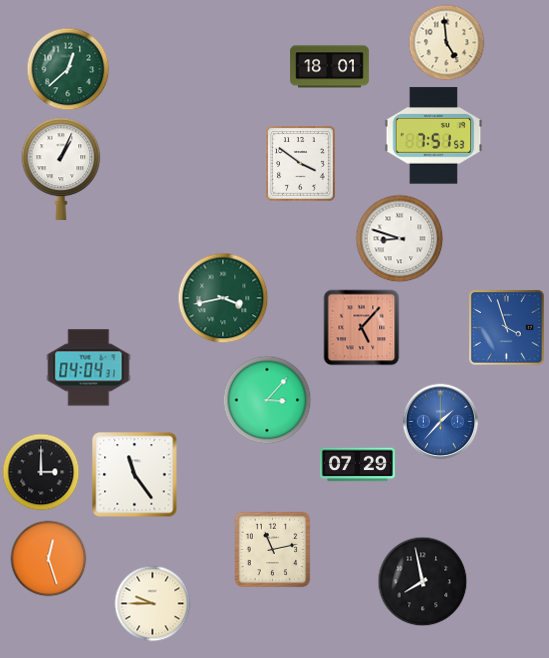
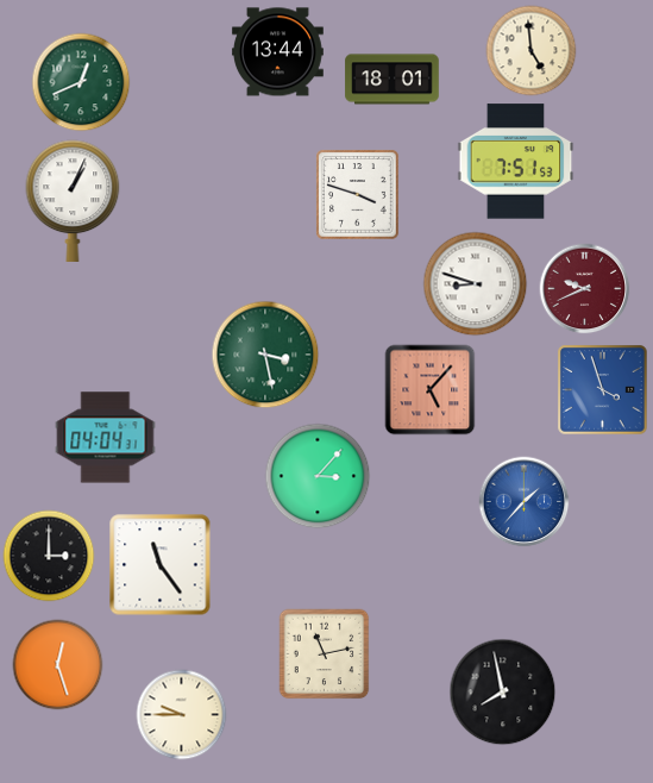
clock at (278, 52): none -> 13:44
clock at (68, 69): 12:38 -> 12:41
clock at (301, 164): 3:51 -> 3:48
clock at (585, 289): none -> 9:41
clock at (223, 298): 3:43 -> 3:28
clock at (357, 465): 07:29 -> none
clock at (41, 472) position: (41, 472) -> (49, 556)
clock at (153, 604) position: (153, 604) -> (182, 715)
